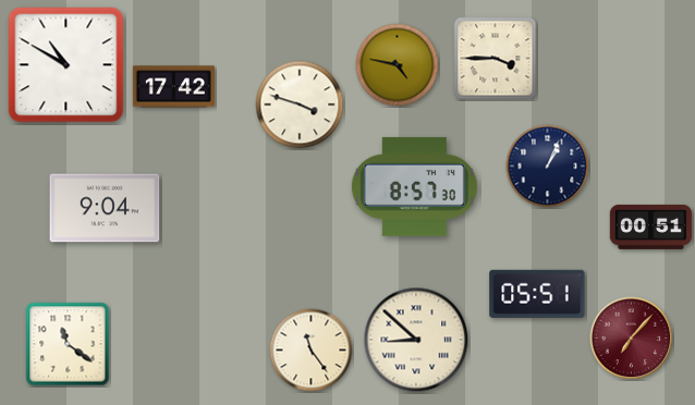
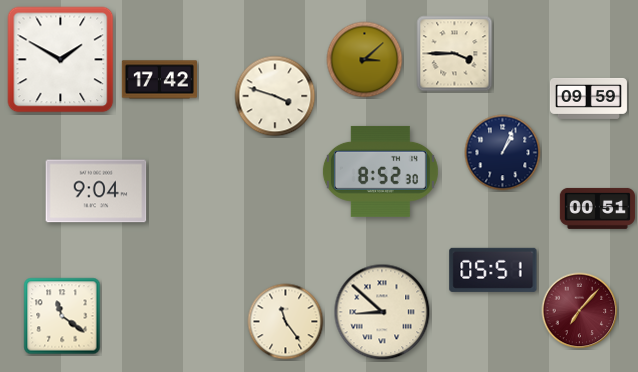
clock at (66, 65): 10:50 -> 1:50
clock at (398, 65): 4:47 -> 3:08
clock at (588, 98): none -> 09:59
clock at (414, 186): 8:57 -> 8:52
